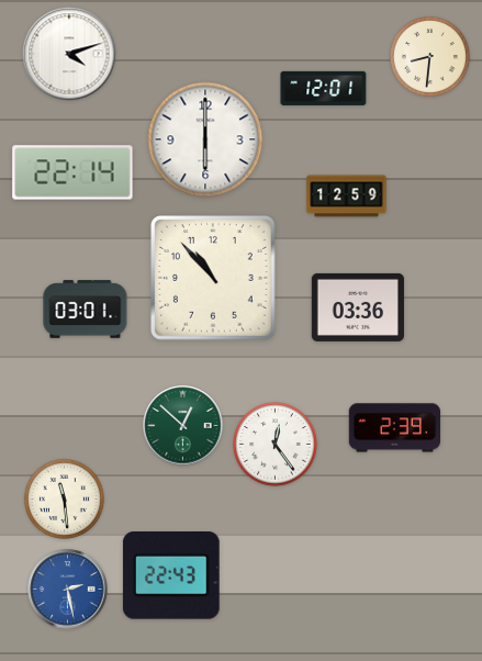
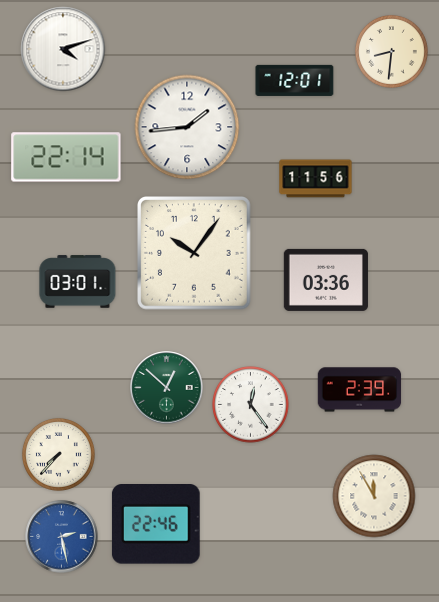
clock at (205, 139): 6:00 -> 1:44
clock at (347, 197): 12:59 -> 11:56
clock at (214, 279): 10:53 -> 10:06
clock at (64, 498): 11:29 -> 7:37
clock at (374, 496): none -> 11:55
clock at (171, 576): 22:43 -> 22:46
